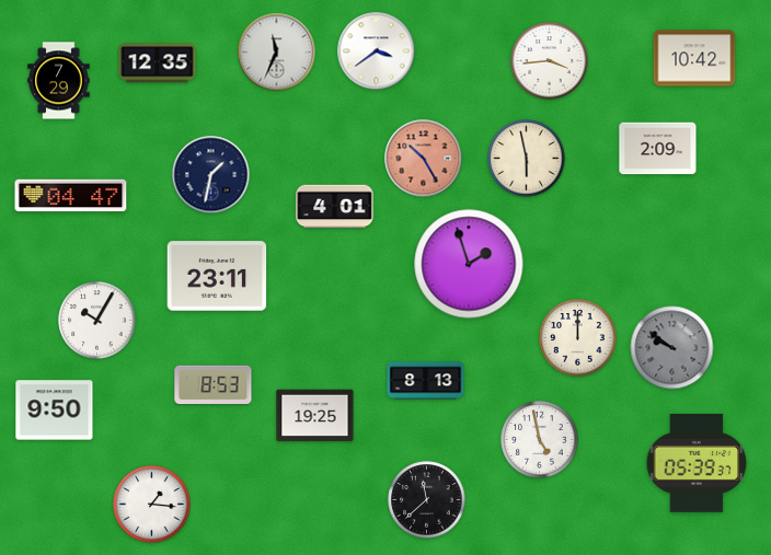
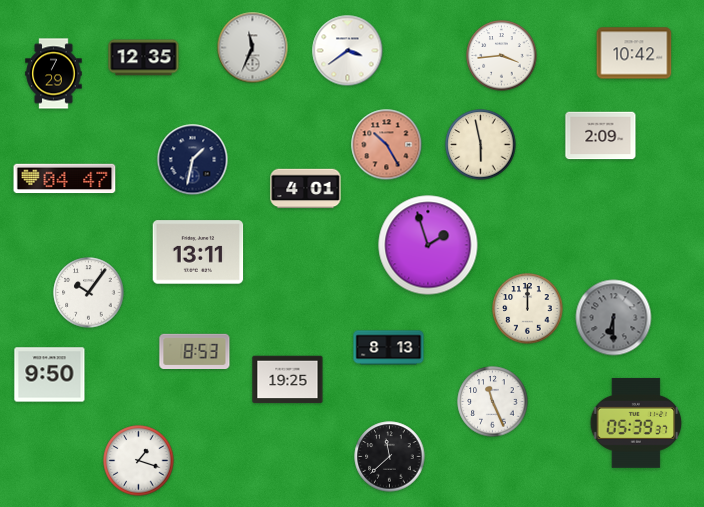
clock at (377, 51) position: (377, 51) -> (348, 51)
clock at (469, 264) position: (469, 264) -> (428, 245)
clock at (217, 276): 23:11 -> 13:11
clock at (97, 321): 10:05 -> 10:06
clock at (672, 348): 9:51 -> 6:30
clock at (540, 440): 4:58 -> 11:26
clock at (152, 505): 1:16 -> 1:18
